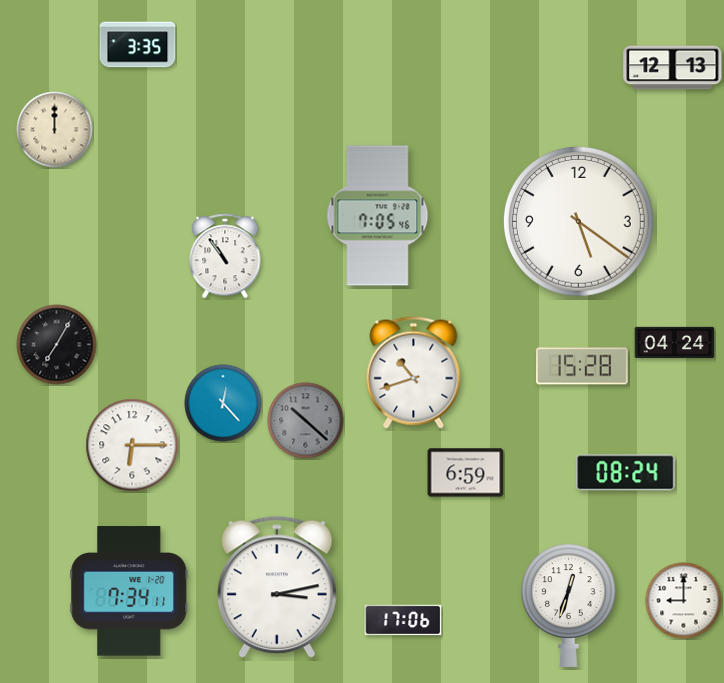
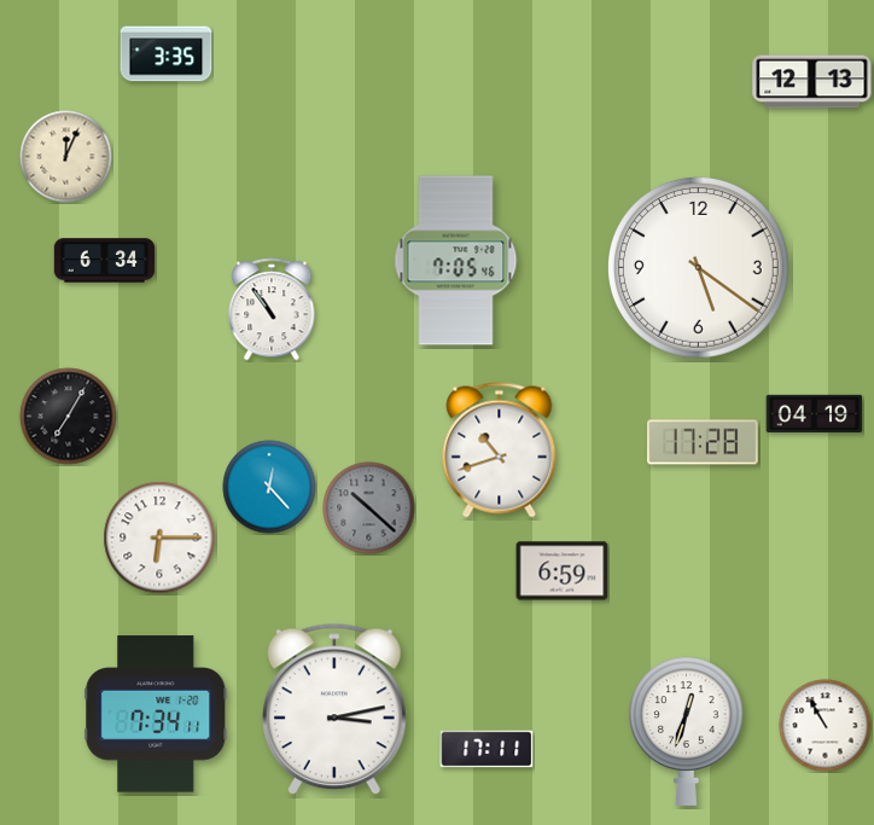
clock at (55, 130): 12:00 -> 12:04
clock at (105, 261): none -> 6:34
clock at (675, 342): 04:24 -> 04:19
clock at (583, 366): 15:28 -> 17:28
clock at (626, 473): 08:24 -> none
clock at (684, 601): 9:00 -> 10:55
clock at (403, 620): 17:06 -> 17:11
